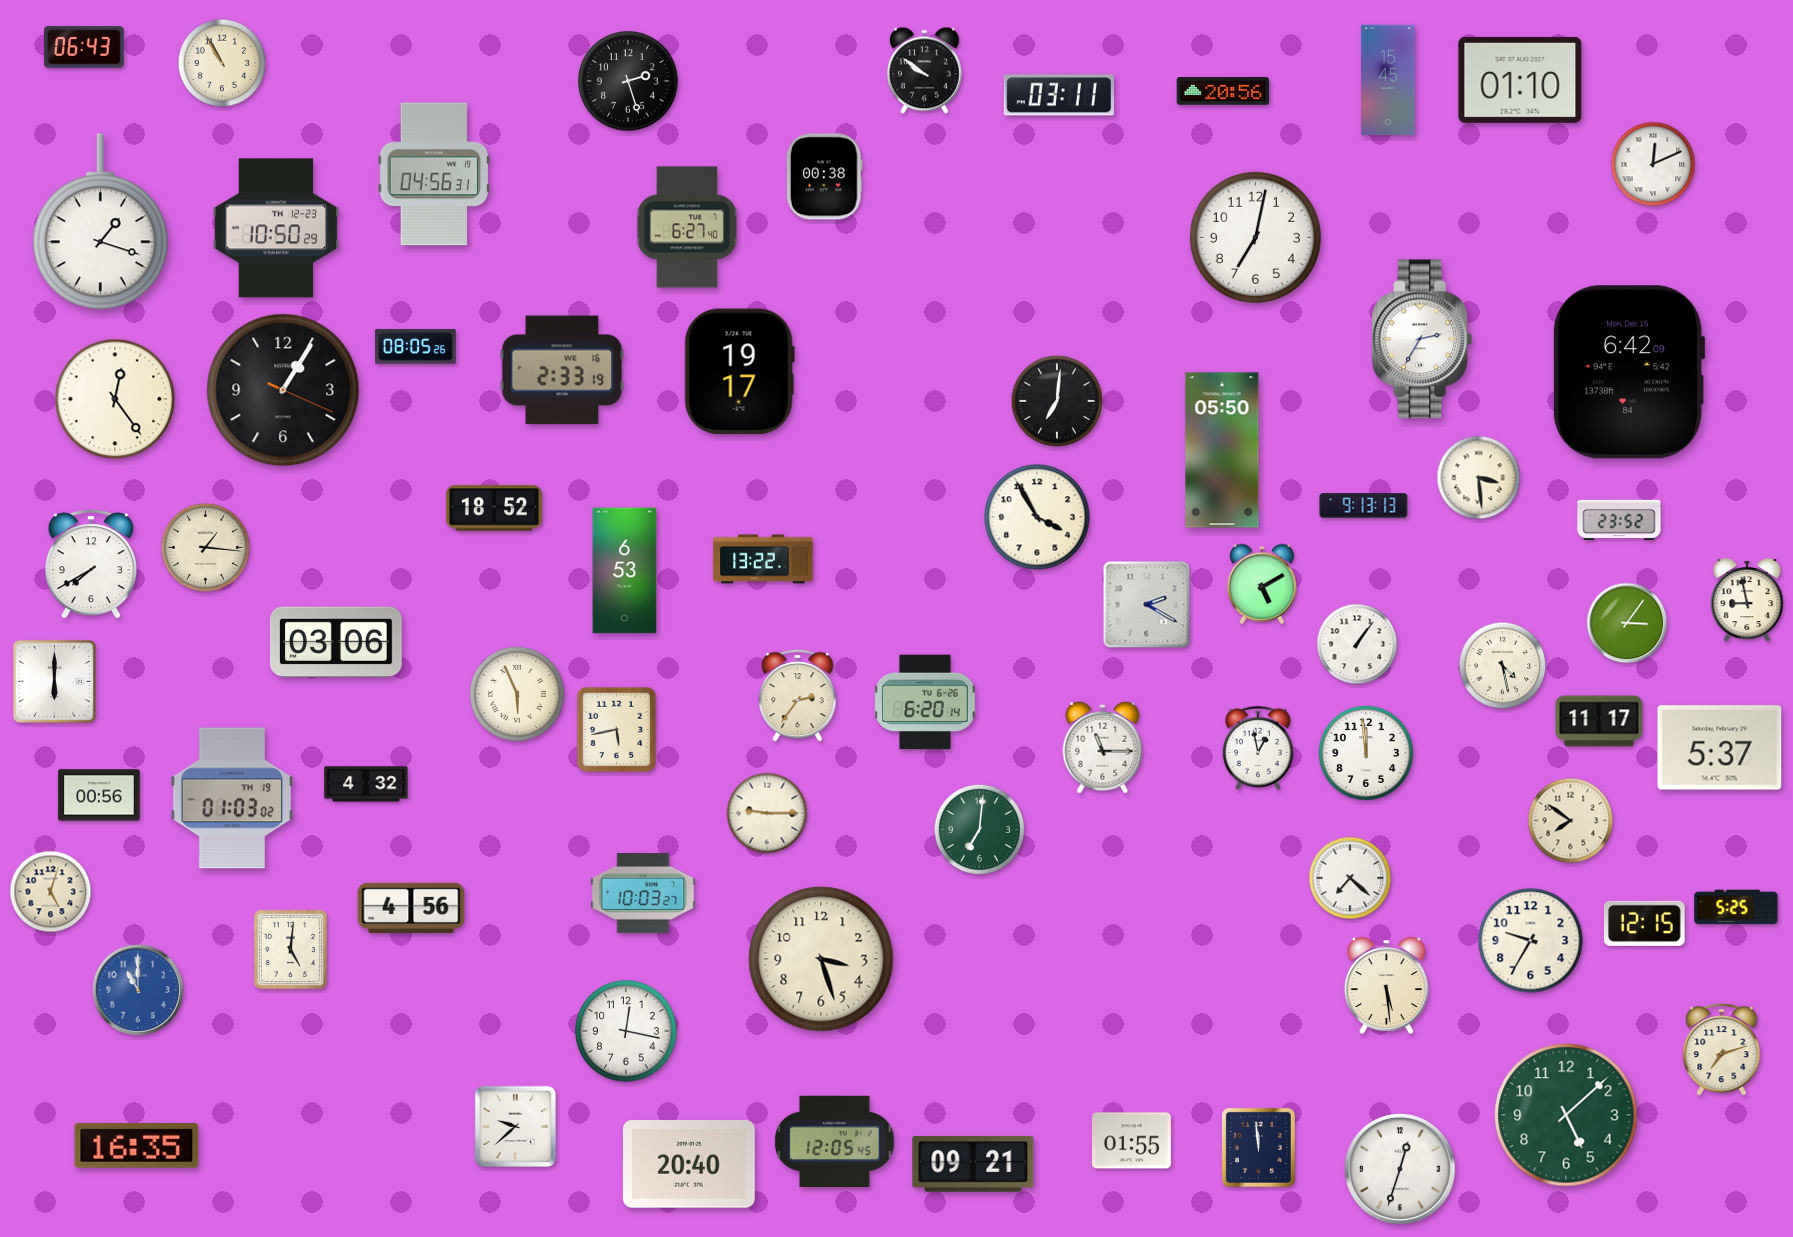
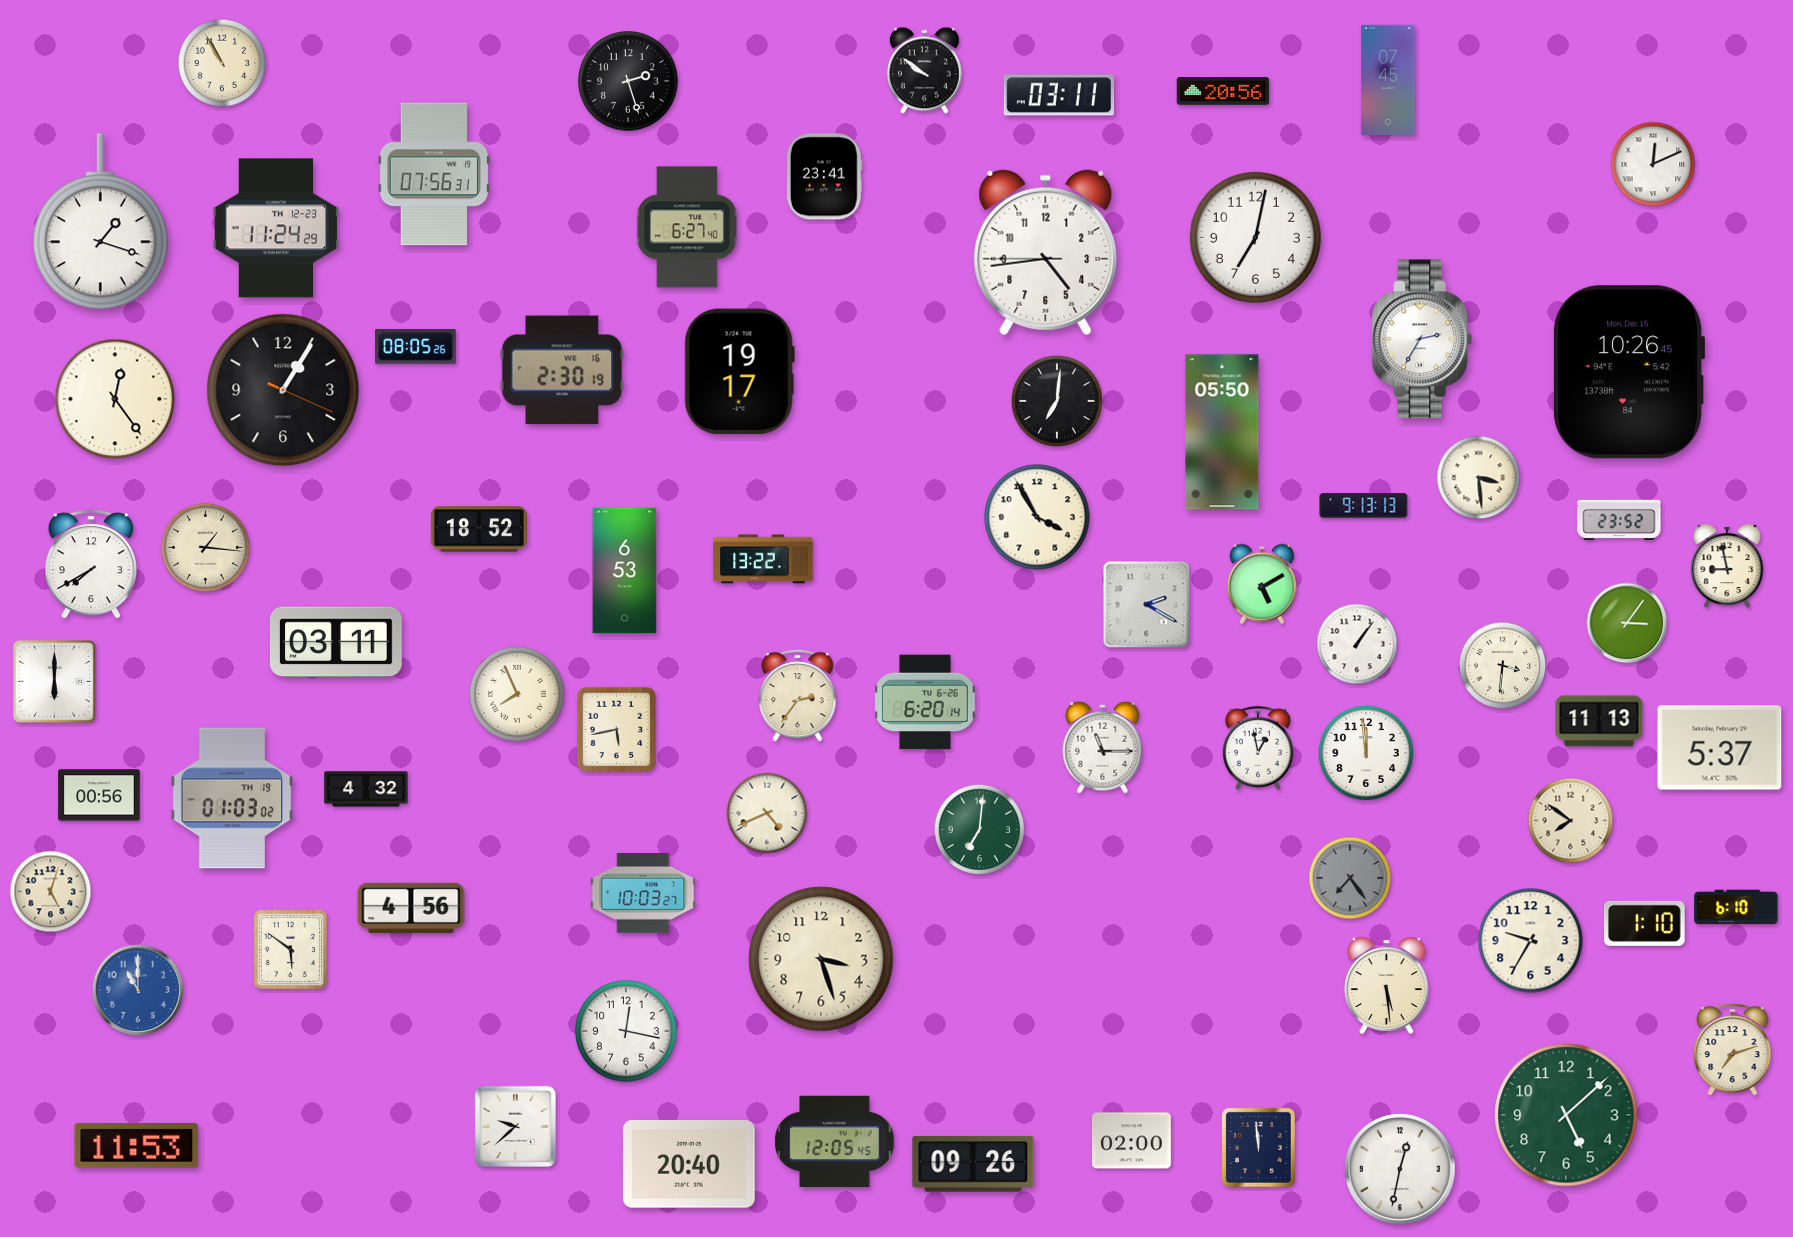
clock at (85, 47): 06:43 -> none
clock at (1388, 80): 15:45 -> 07:45
clock at (1520, 80): 01:10 -> none
clock at (433, 174): 04:56 -> 07:56
clock at (825, 177): 00:38 -> 23:41
clock at (276, 228): 10:50 -> 11:24
clock at (1046, 253): none -> 4:43
clock at (562, 370): 2:33 -> 2:30
clock at (1629, 372): 6:42 -> 10:26
clock at (1222, 450) position: (1222, 450) -> (1222, 432)
clock at (494, 508) position: (494, 508) -> (479, 529)
clock at (1747, 601) position: (1747, 601) -> (1727, 567)
clock at (336, 642): 03:06 -> 03:11
clock at (1503, 666): 4:28 -> 3:31
clock at (517, 694): 5:56 -> 7:56
clock at (1599, 721): 11:17 -> 11:13
clock at (366, 784) position: (366, 784) -> (366, 789)
clock at (767, 813): 9:15 -> 4:41
clock at (1350, 878): 7:22 -> 7:24
clock at (1350, 878) dial: white -> grey
clock at (1736, 907): 5:25 -> 6:10
clock at (1645, 923): 12:15 -> 1:10
clock at (290, 949): 5:01 -> 5:51
clock at (1722, 1049) position: (1722, 1049) -> (1733, 1049)
clock at (1131, 1141): 01:55 -> 02:00
clock at (137, 1146): 16:35 -> 11:53
clock at (973, 1164): 09:21 -> 09:26
clock at (1400, 1169): 12:33 -> 12:32
